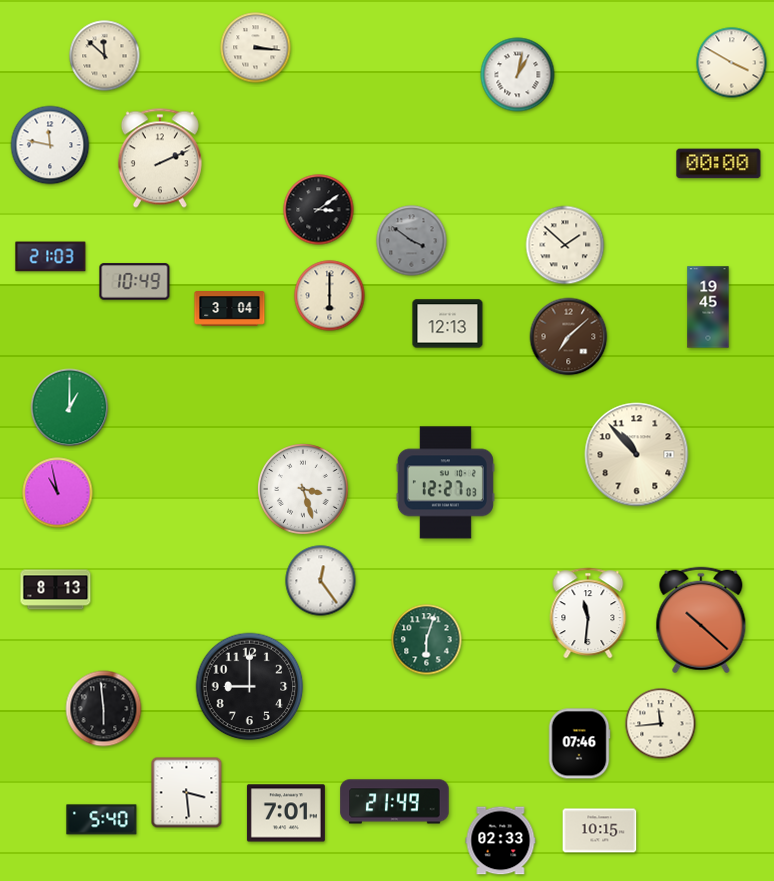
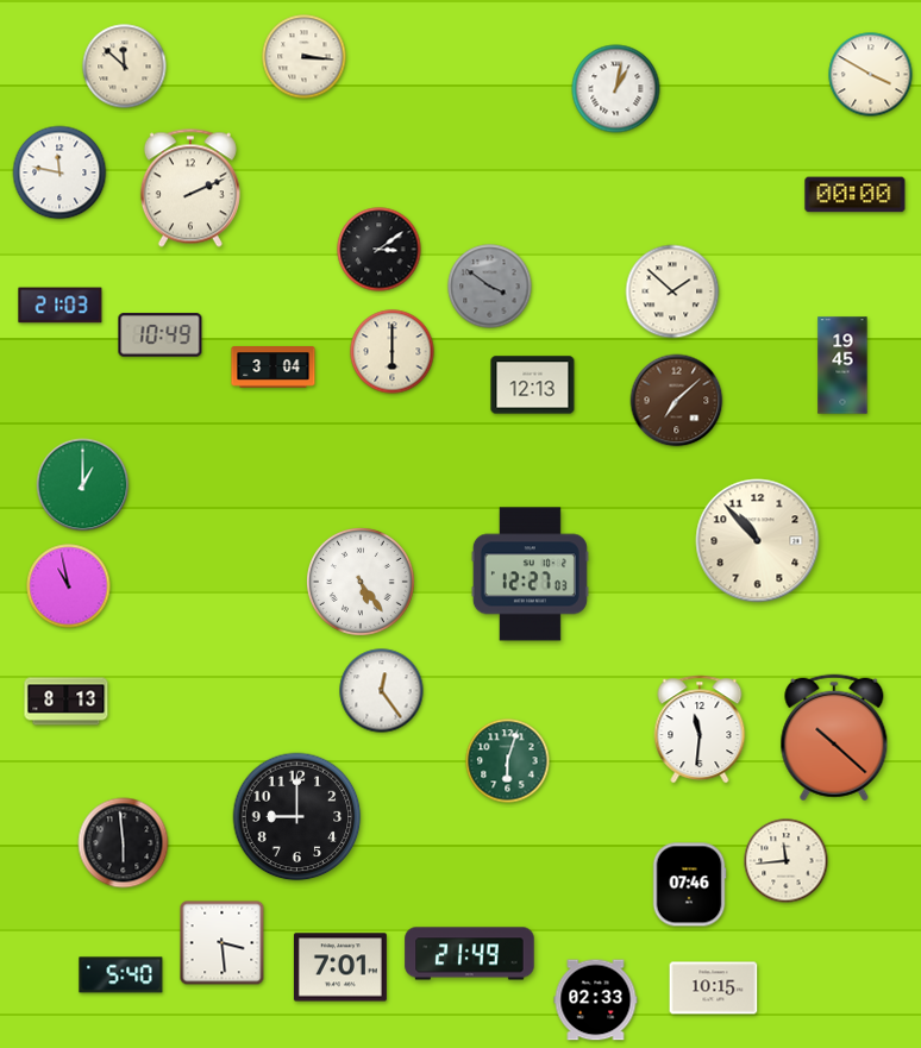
clock at (304, 490): 3:27 -> 5:24
